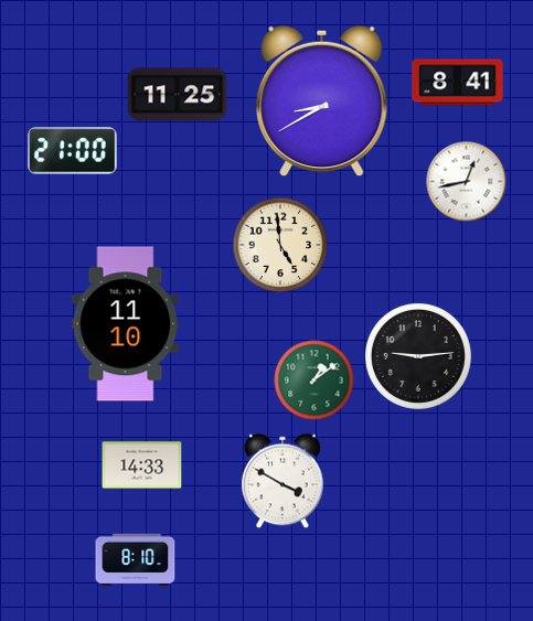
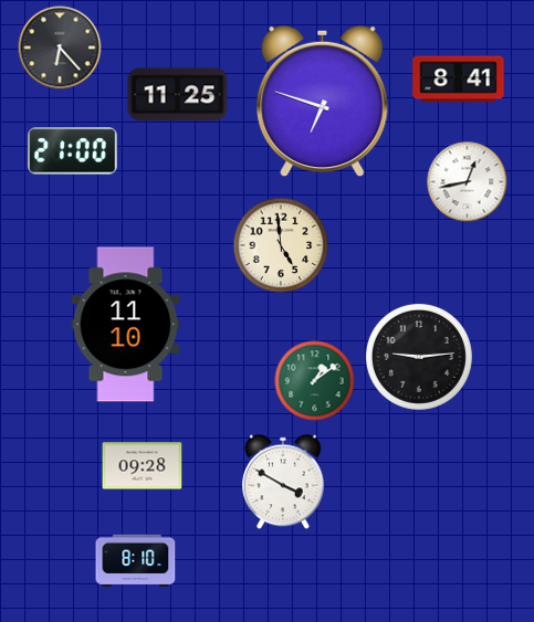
clock at (60, 48): none -> 6:23
clock at (458, 83) position: (458, 83) -> (459, 80)
clock at (322, 101): 8:40 -> 6:48
clock at (142, 465): 14:33 -> 09:28
